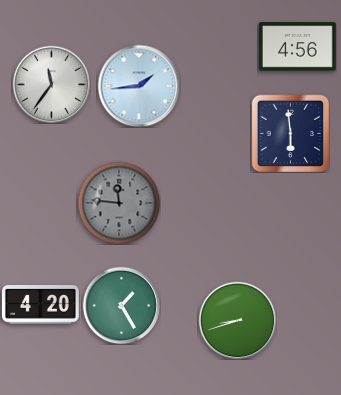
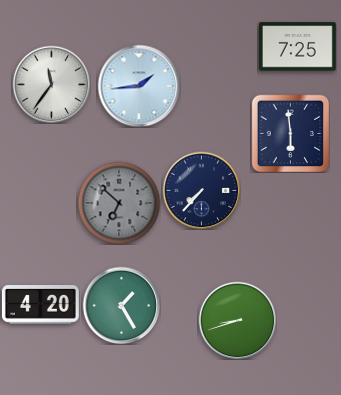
clock at (297, 47): 4:56 -> 7:25
clock at (201, 190): none -> 7:37
clock at (119, 203): 11:46 -> 6:52
